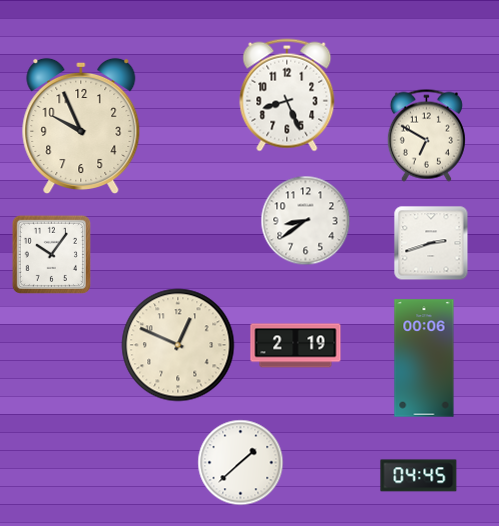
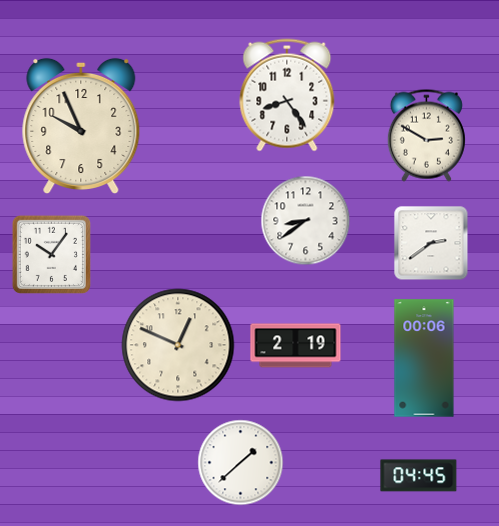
clock at (287, 95): 8:26 -> 8:24
clock at (426, 135): 6:50 -> 2:50
clock at (431, 243): 2:42 -> 2:39
